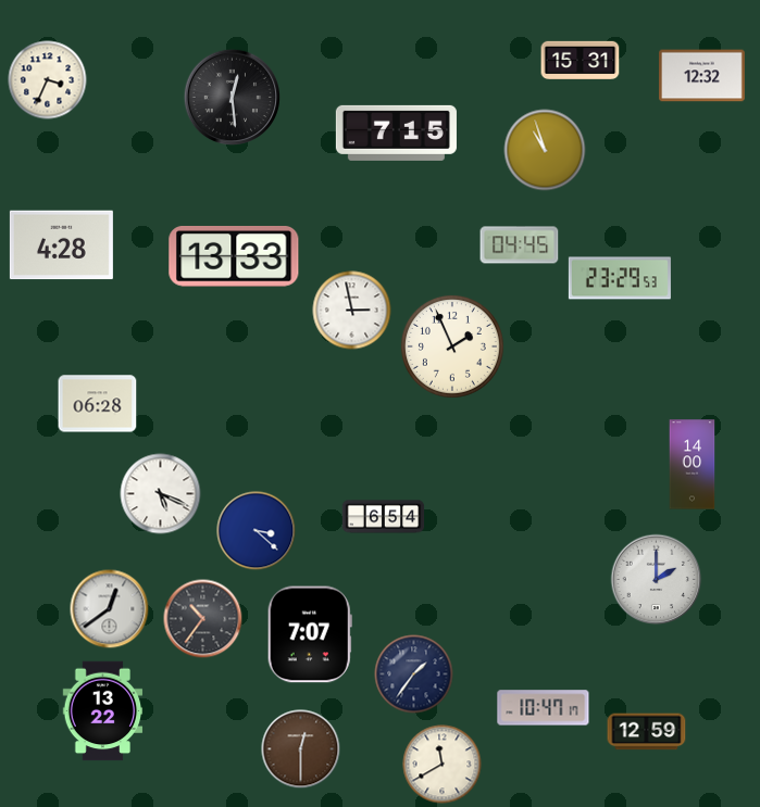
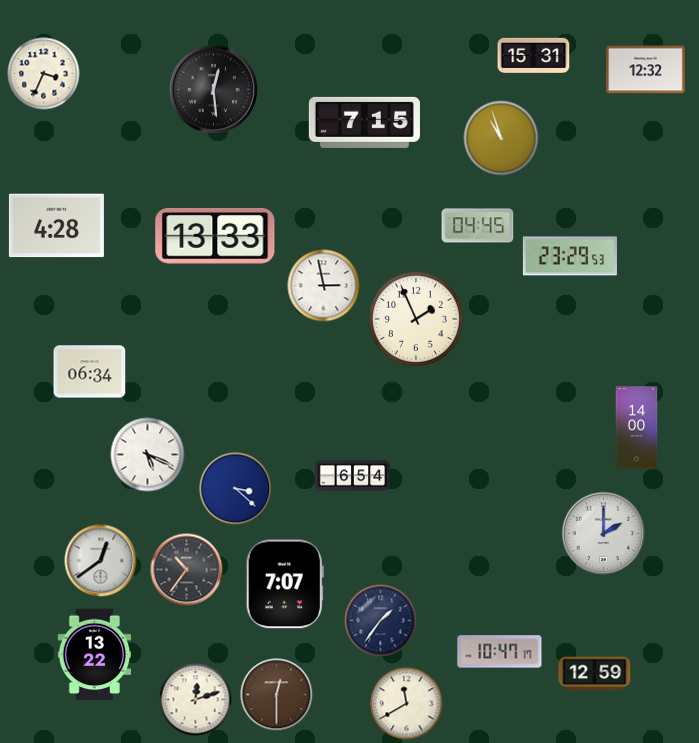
clock at (98, 404): 06:28 -> 06:34
clock at (301, 749) position: (301, 749) -> (277, 695)
clock at (196, 700): none -> 12:12
